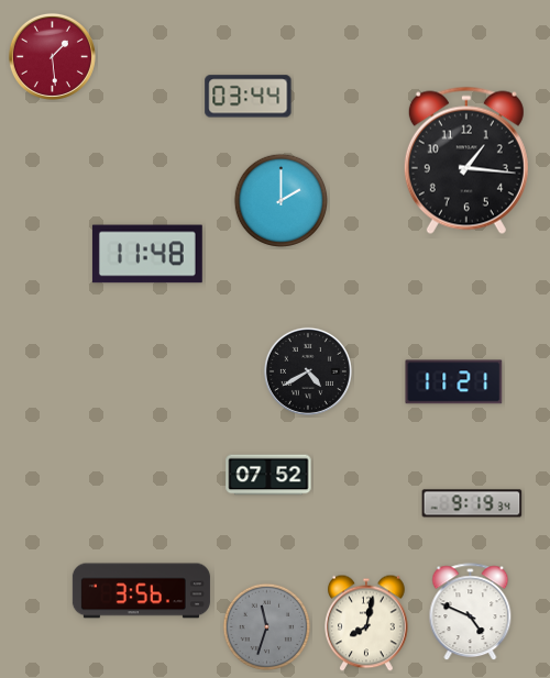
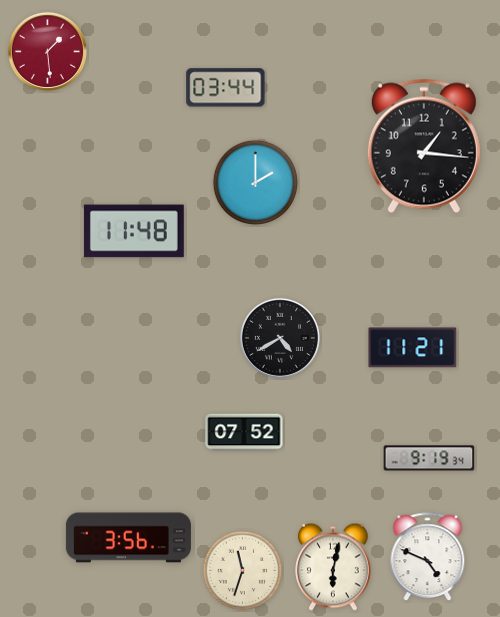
clock at (367, 623): 8:02 -> 6:02
clock at (267, 627) dial: grey -> cream
